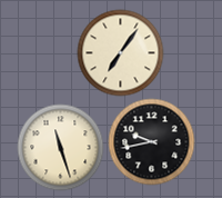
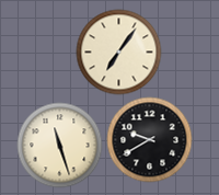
clock at (151, 141): 9:43 -> 9:40
